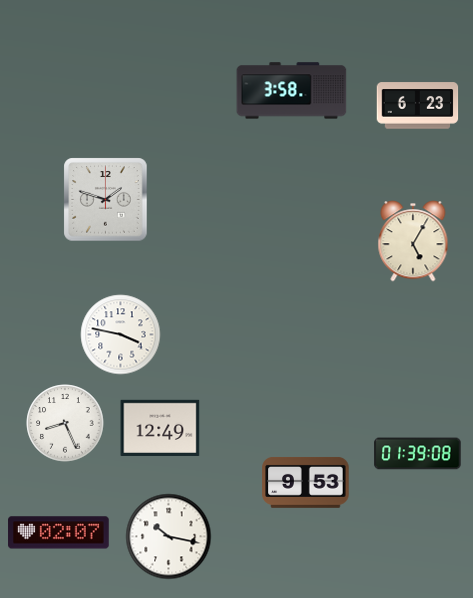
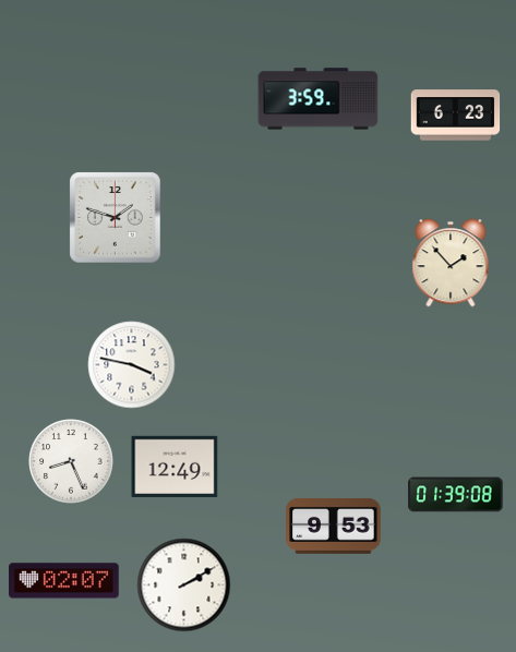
clock at (292, 91): 3:58 -> 3:59
clock at (413, 241): 5:05 -> 1:53
clock at (169, 537): 10:17 -> 2:10
